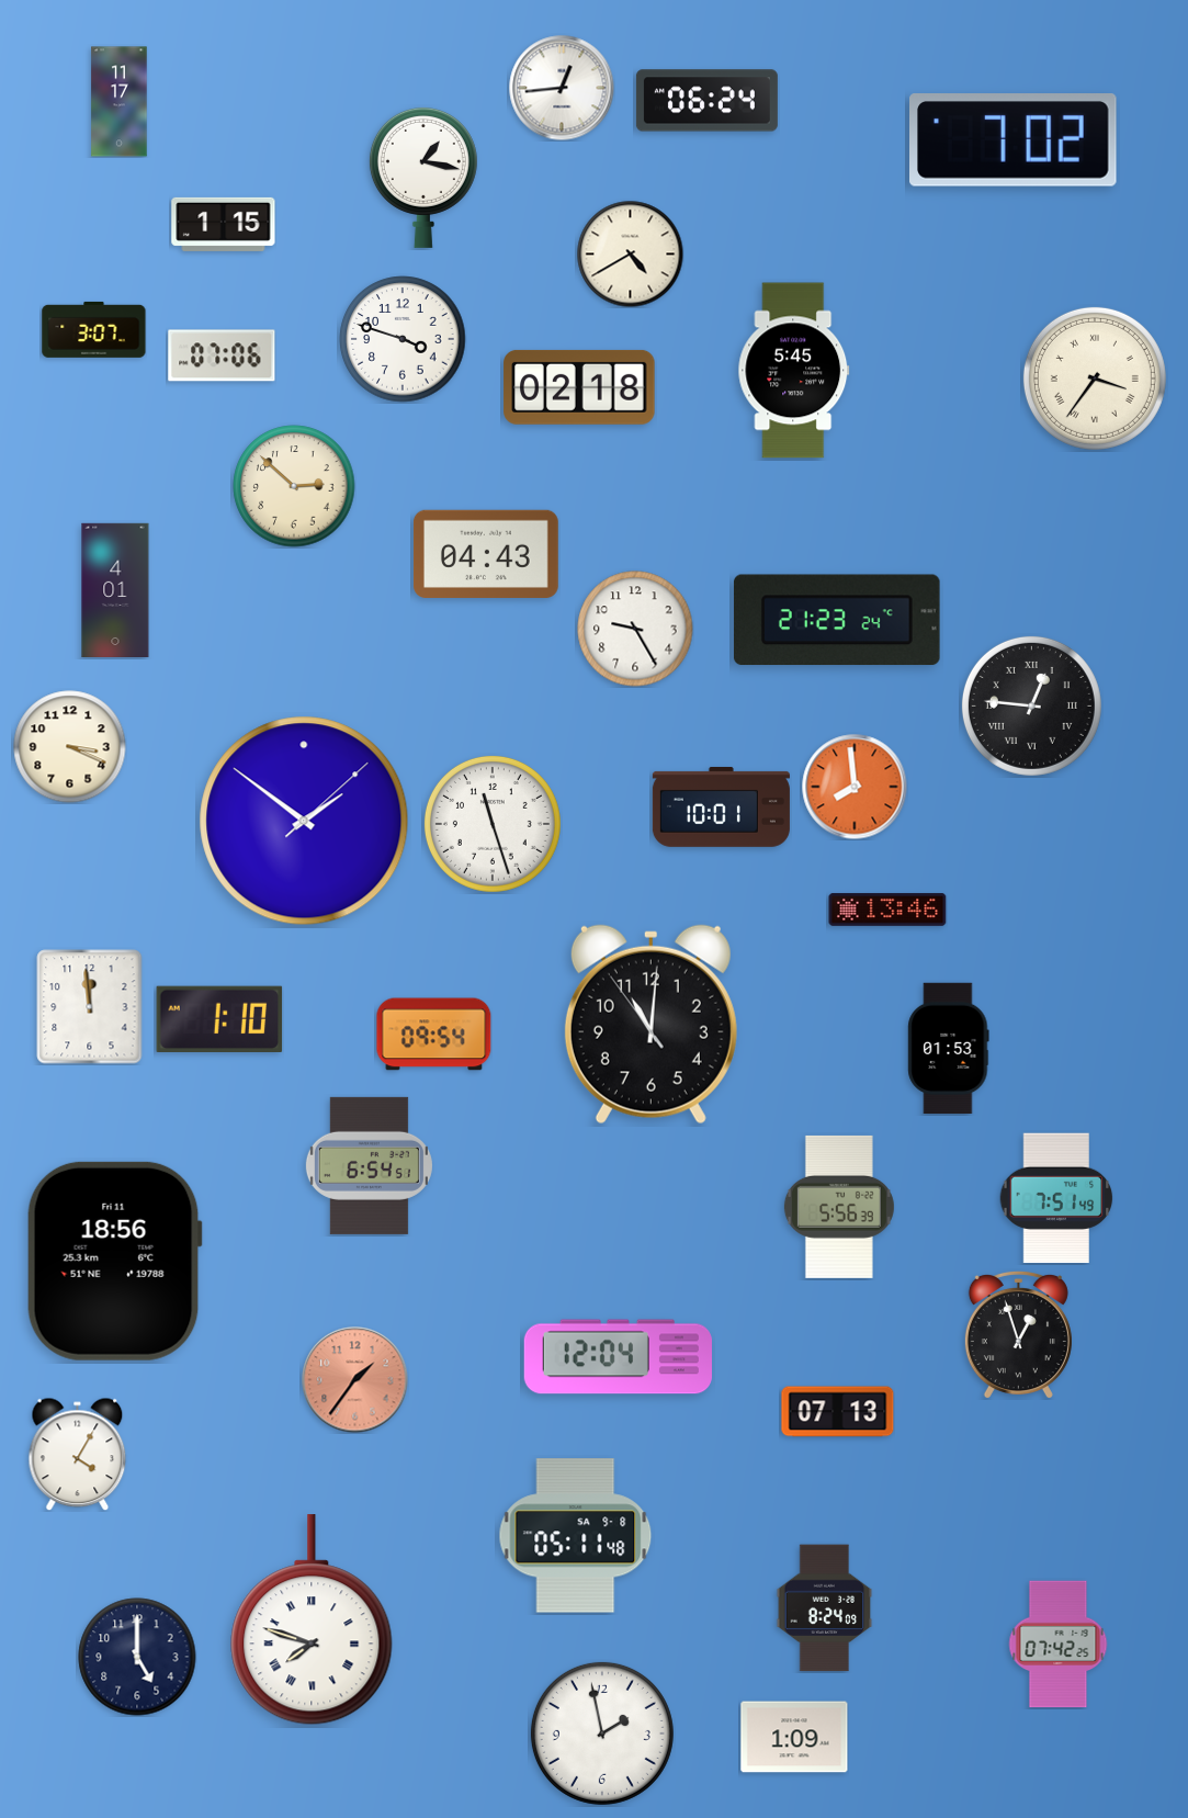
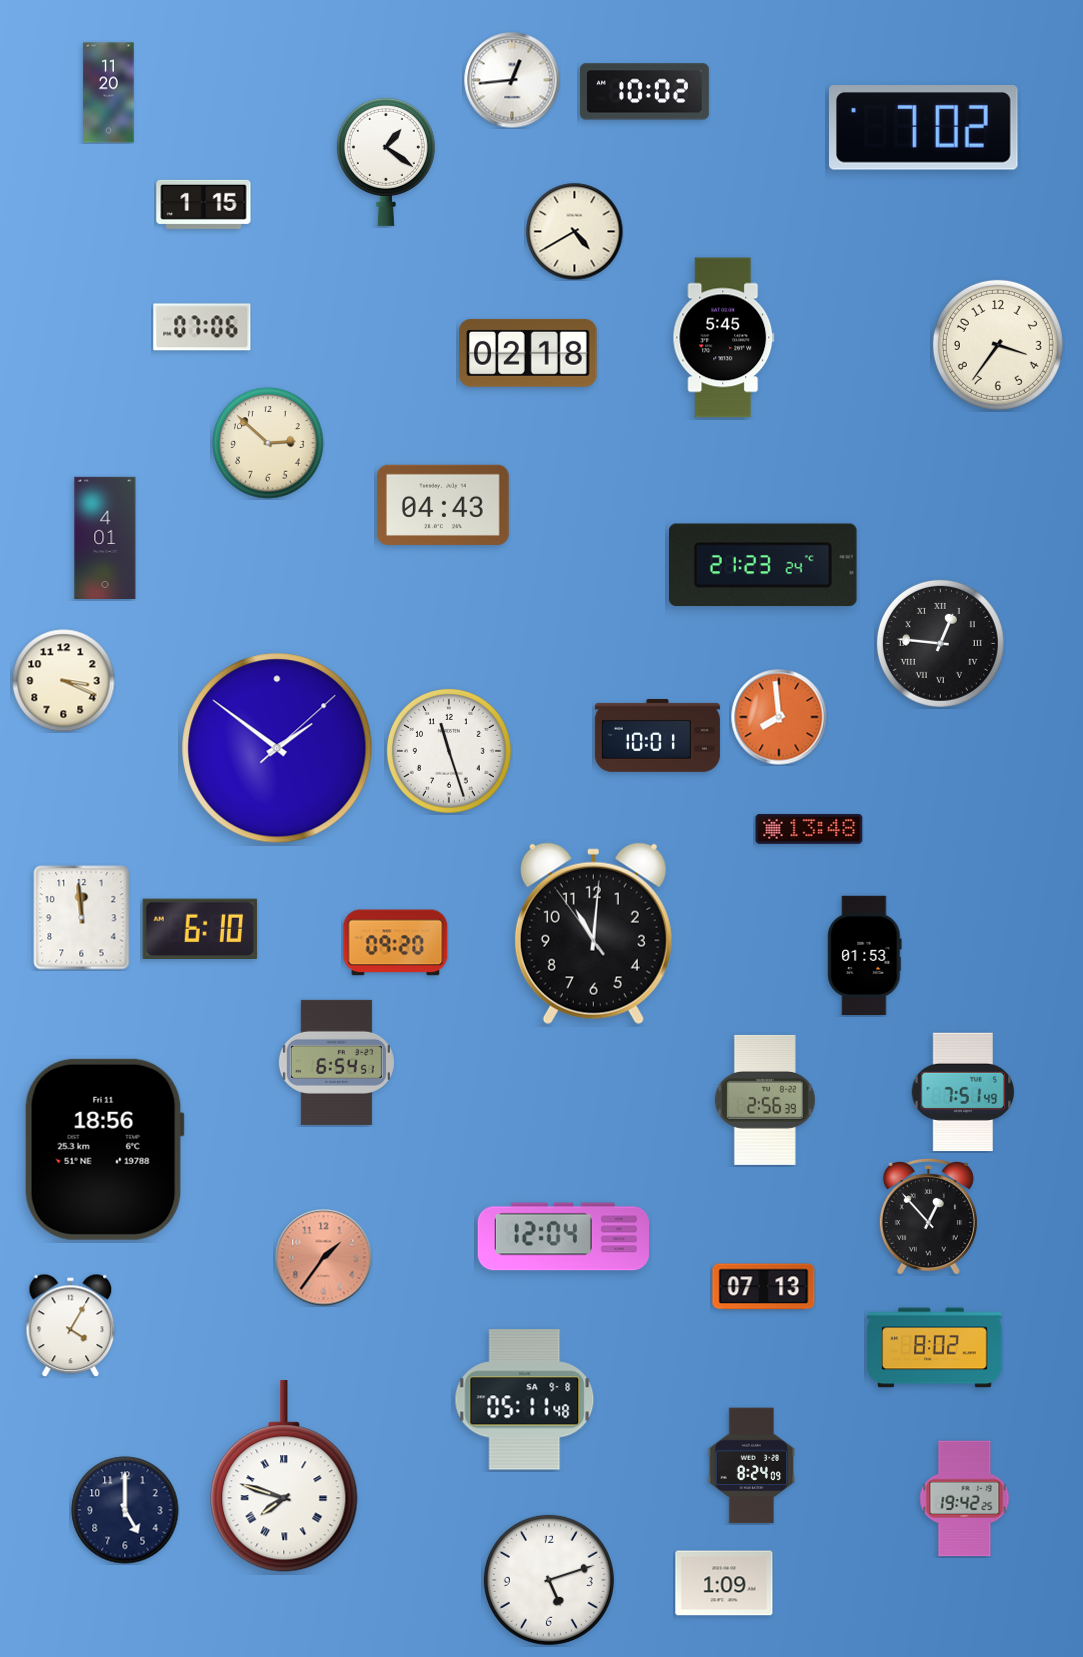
clock at (706, 101): 06:24 -> 10:02
clock at (120, 102): 11:17 -> 11:20
clock at (423, 177): 1:17 -> 1:21
clock at (94, 329): 3:07 -> none
clock at (403, 339): 3:48 -> none
clock at (222, 355) position: (222, 355) -> (202, 327)
clock at (1095, 379) numerals: Roman -> Arabic
clock at (635, 629): 9:25 -> none
clock at (887, 910): 13:46 -> 13:48
clock at (219, 1019): 1:10 -> 6:10
clock at (434, 1035): 09:54 -> 09:20
clock at (839, 1207): 5:56 -> 2:56
clock at (1018, 1334): 12:57 -> 12:53
clock at (935, 1348): none -> 8:02
clock at (1059, 1645): 07:42 -> 19:42
clock at (602, 1734): 1:58 -> 5:12
